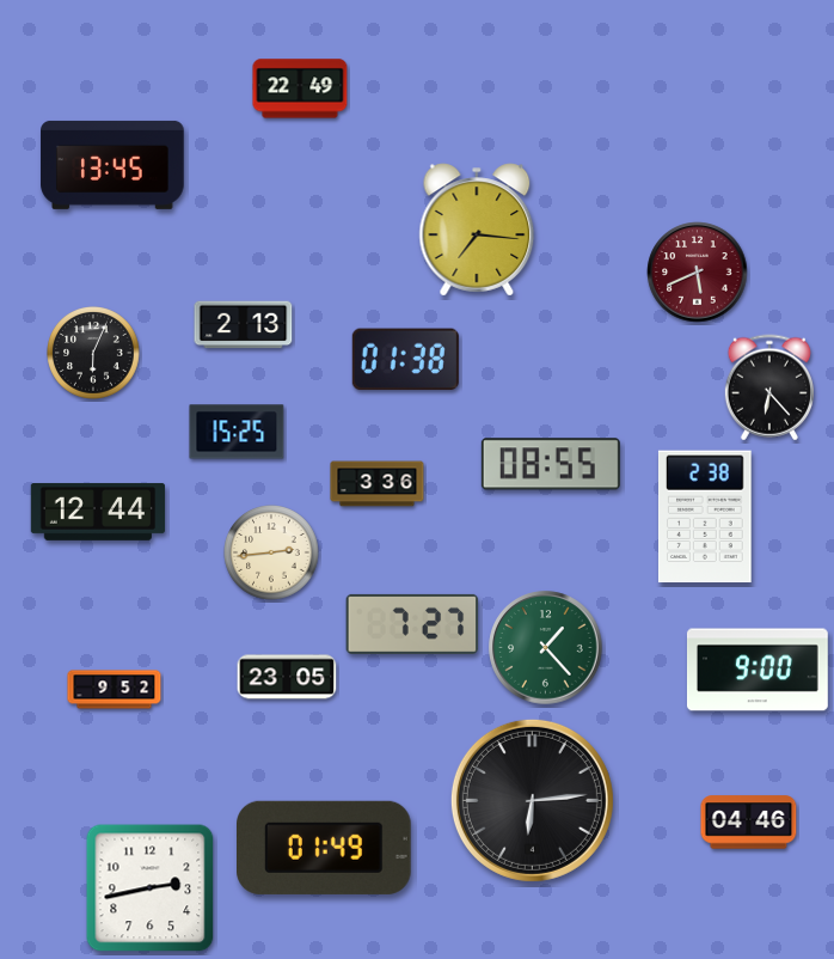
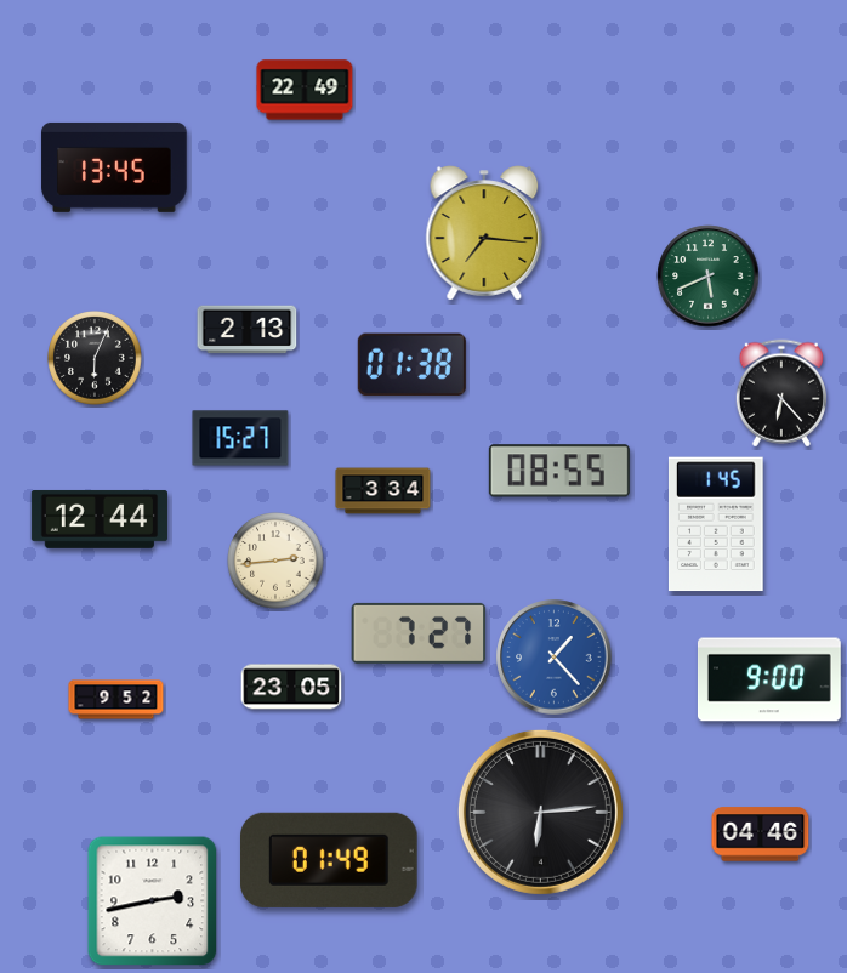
clock at (698, 273) dial: burgundy -> green
clock at (237, 432): 15:25 -> 15:27
clock at (378, 484): 3:36 -> 3:34
clock at (705, 517): 2:38 -> 1:45
clock at (546, 648) dial: green -> blue
